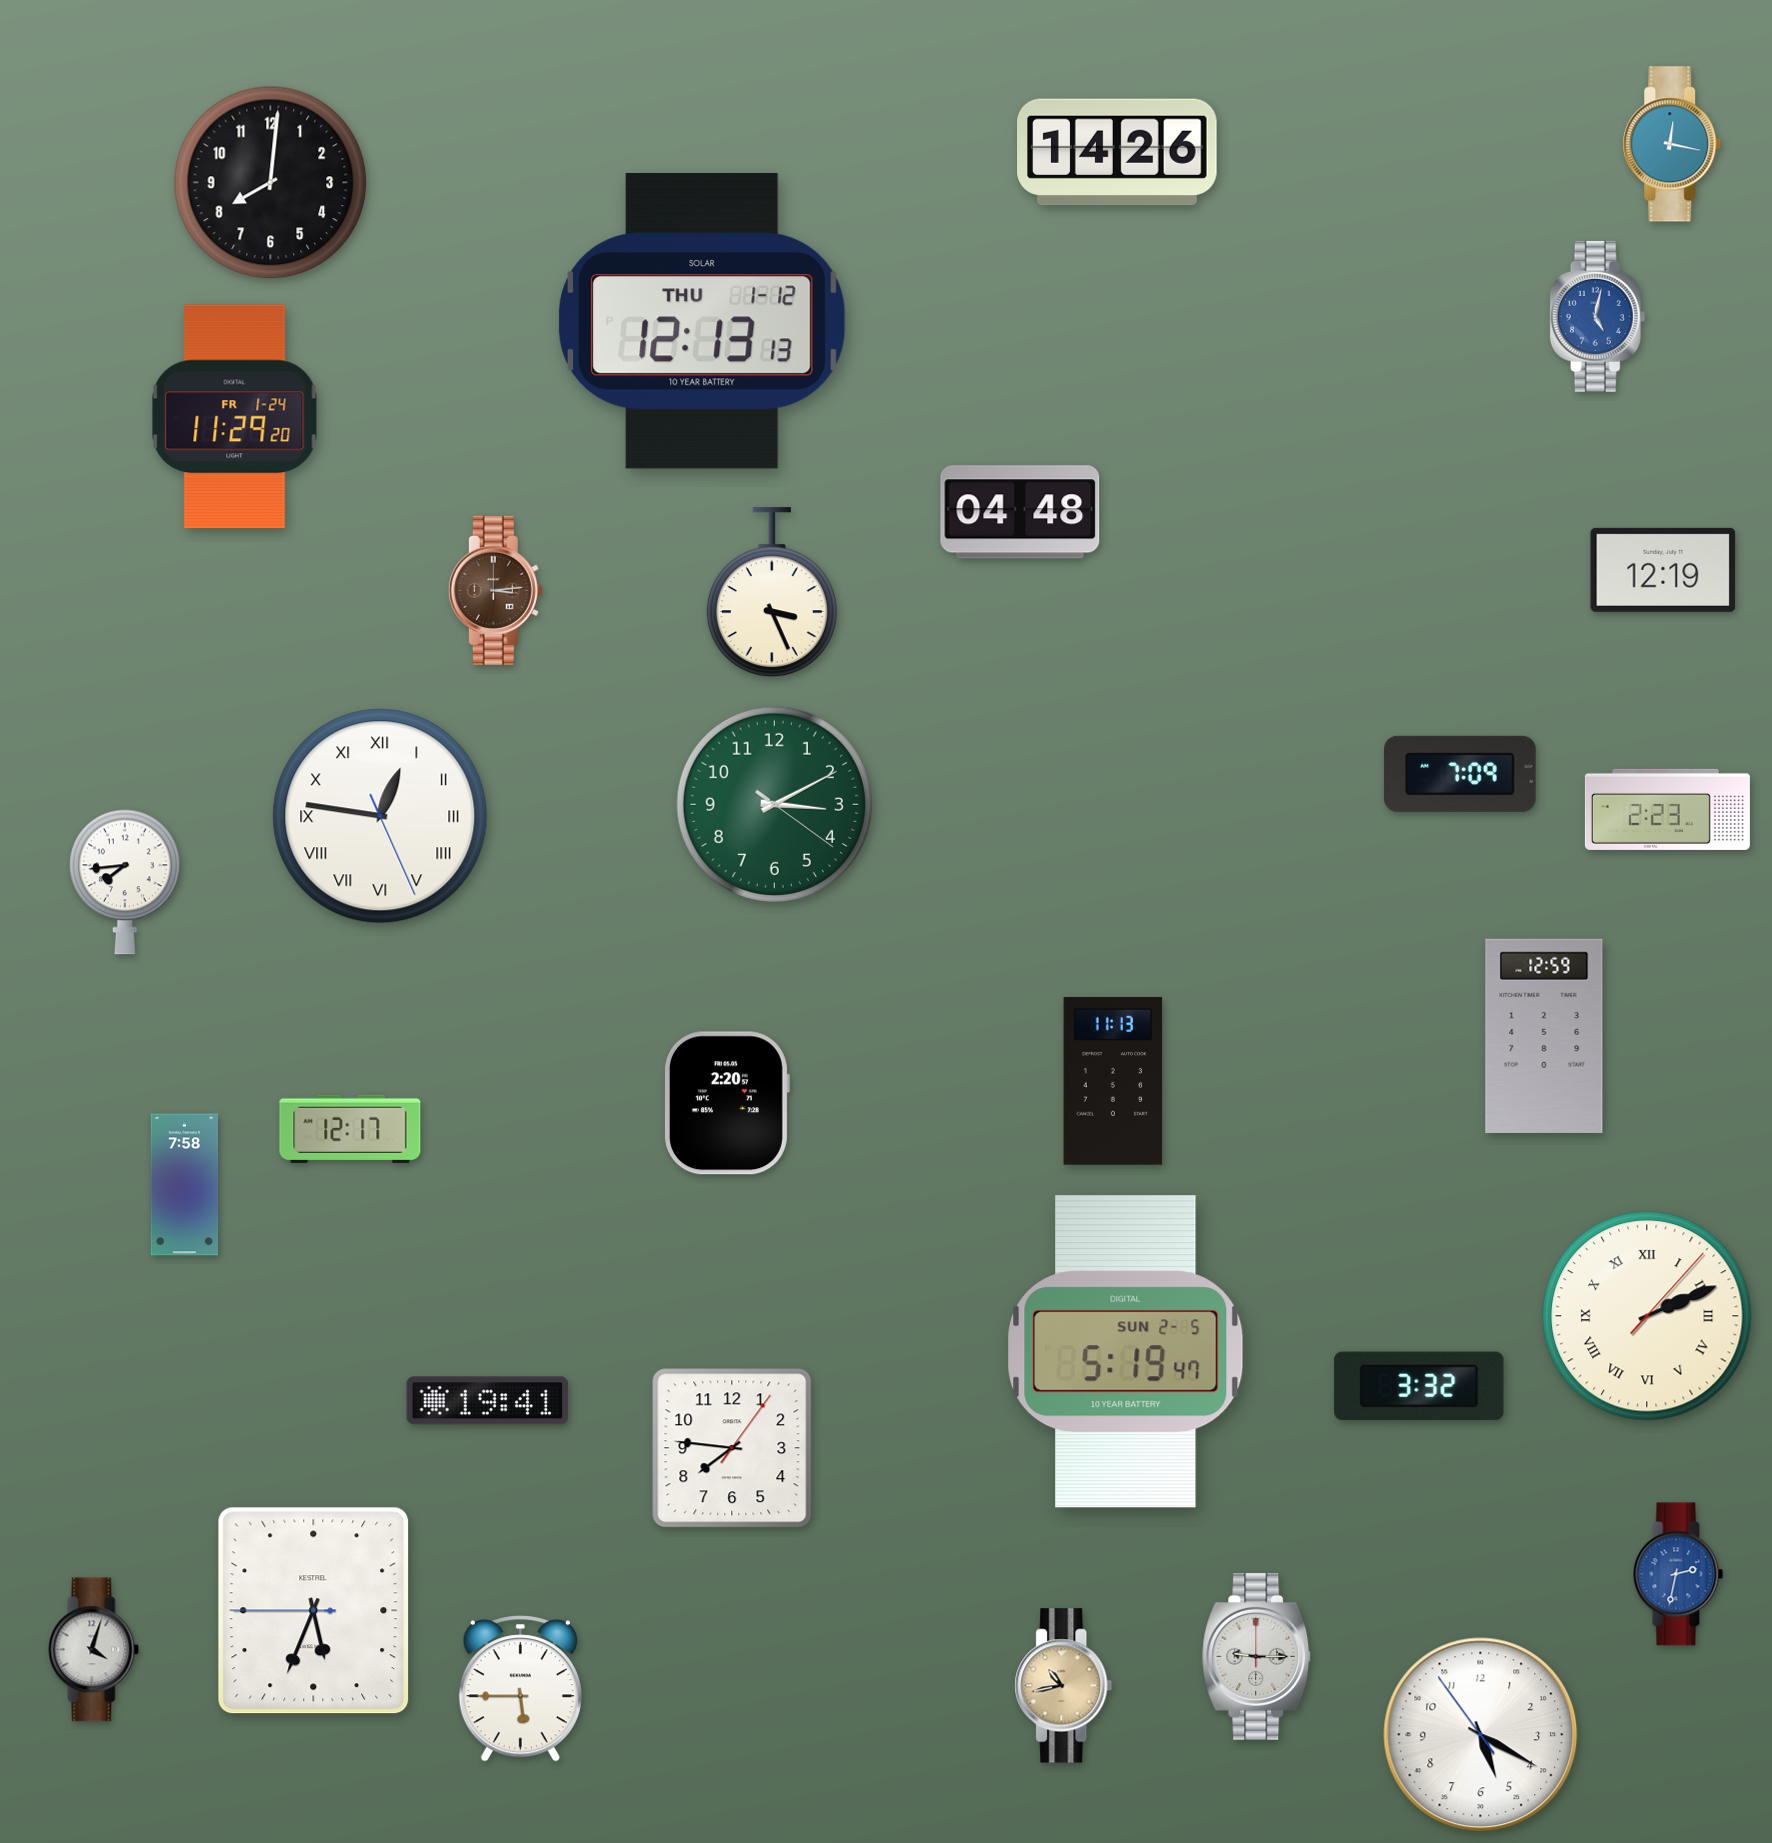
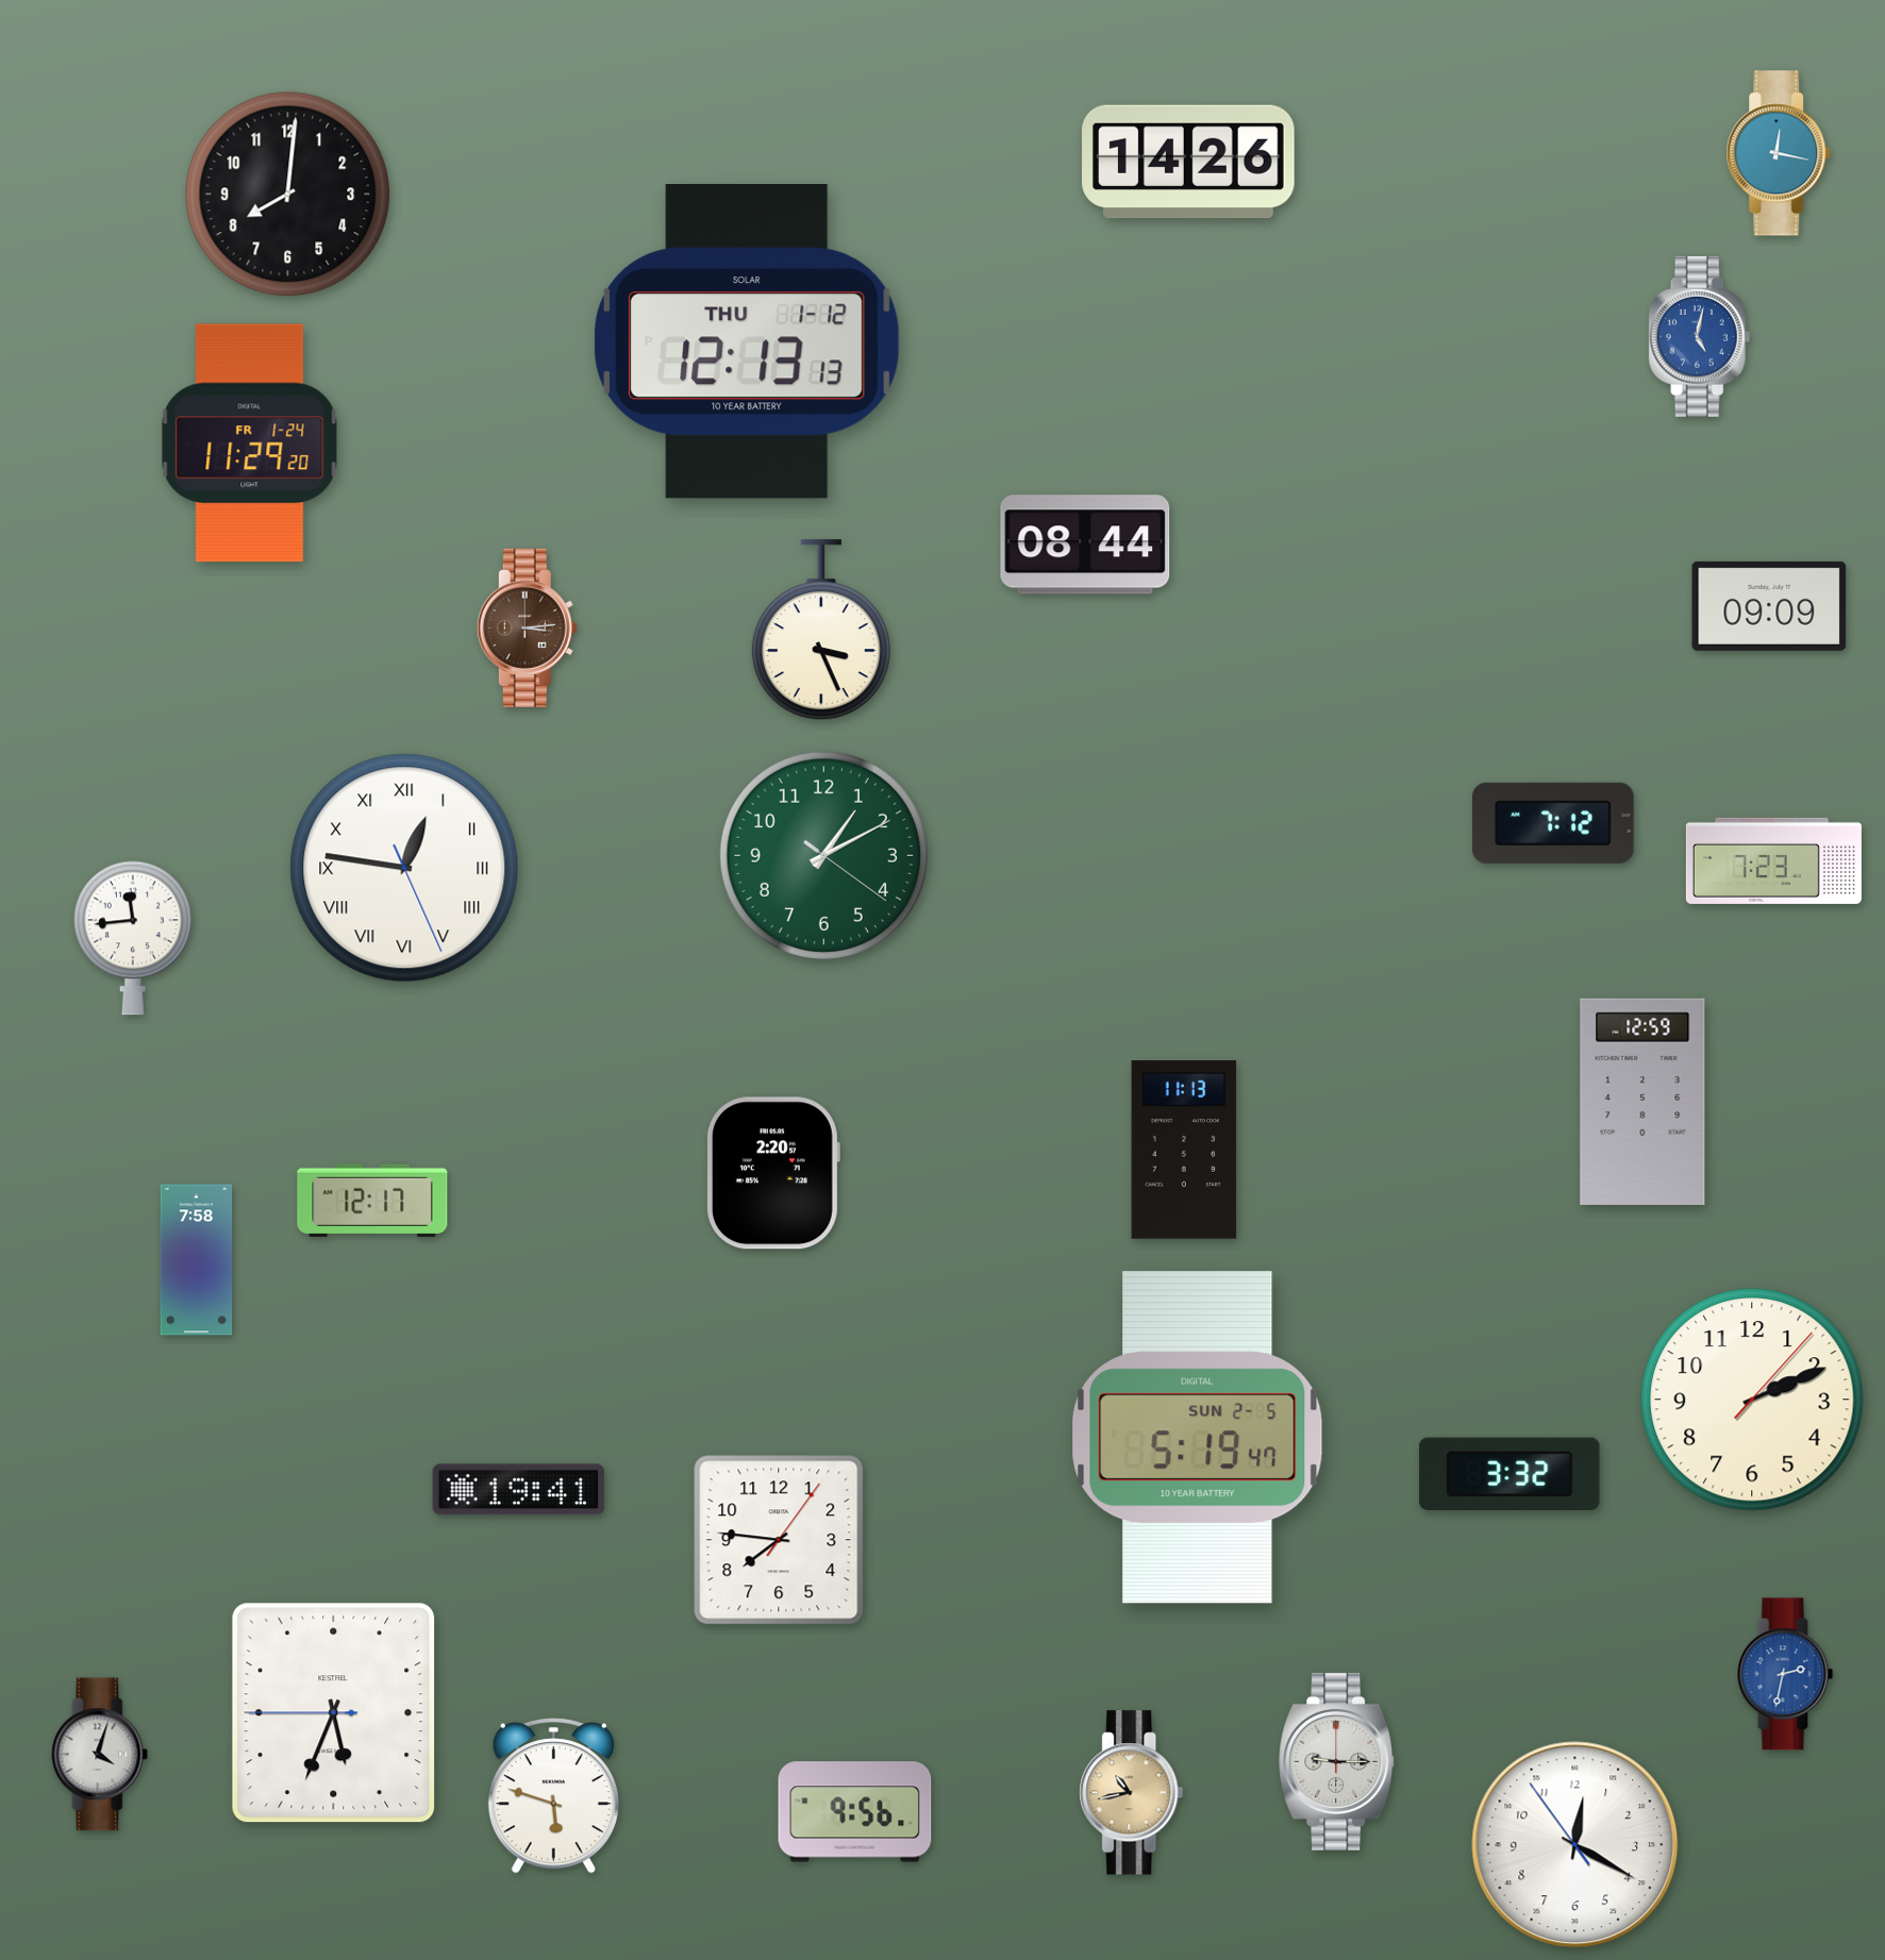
clock at (1020, 512): 04:48 -> 08:44
clock at (1663, 570): 12:19 -> 09:09
clock at (1460, 774): 7:09 -> 7:12
clock at (774, 804): 3:10 -> 1:10
clock at (1667, 809): 2:23 -> 7:23
clock at (126, 882): 7:44 -> 11:44
clock at (1647, 1316) numerals: Roman -> Arabic
clock at (520, 1689): 5:45 -> 5:48
clock at (855, 1812): none -> 9:56
clock at (1481, 1735): 5:19 -> 12:19
